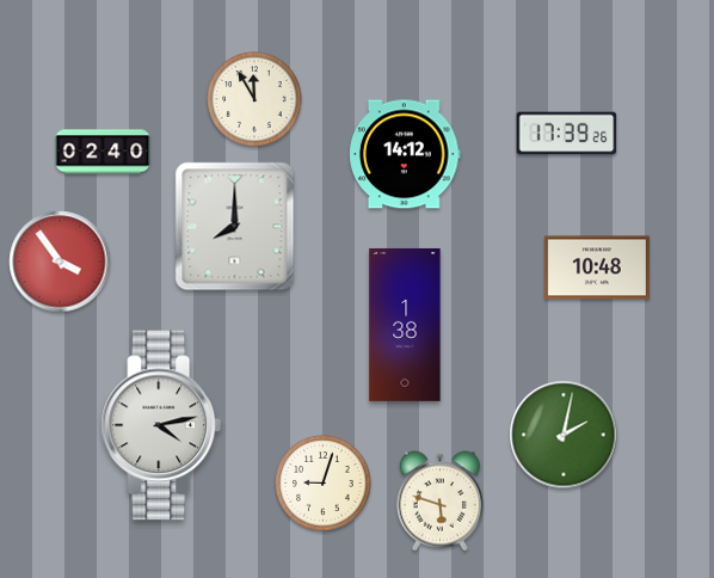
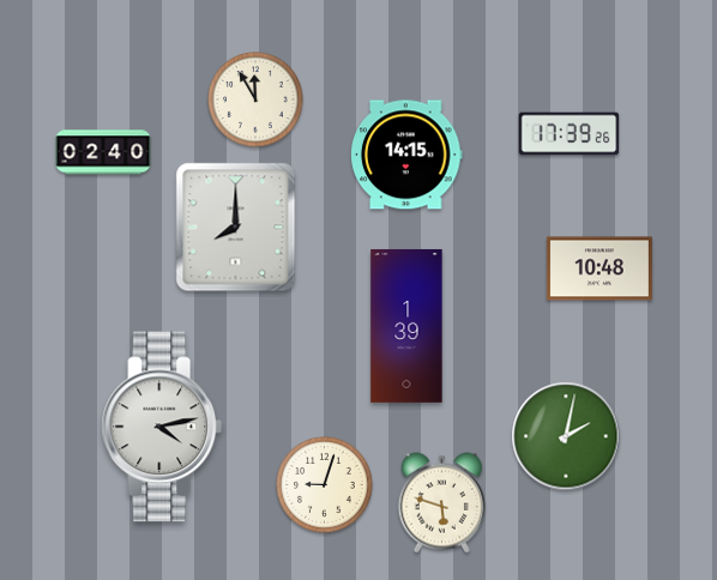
clock at (405, 154): 14:12 -> 14:15
clock at (60, 262): 3:54 -> none
clock at (405, 325): 1:38 -> 1:39
